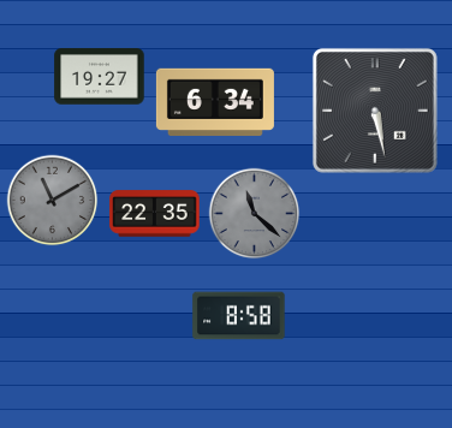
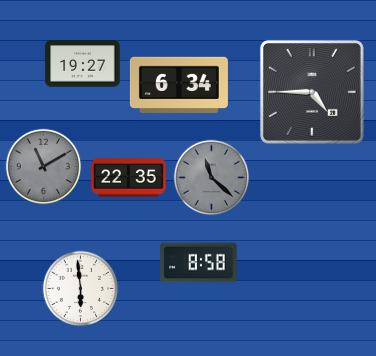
clock at (375, 111): 5:28 -> 4:45
clock at (81, 289): none -> 5:59
